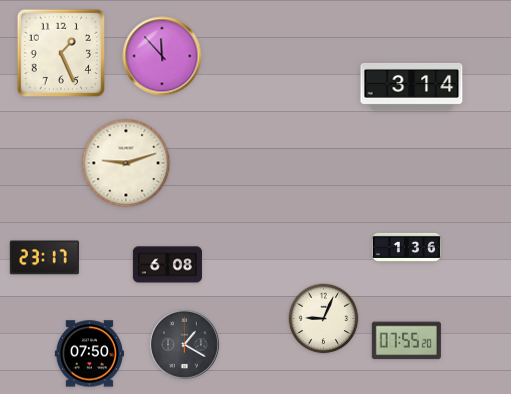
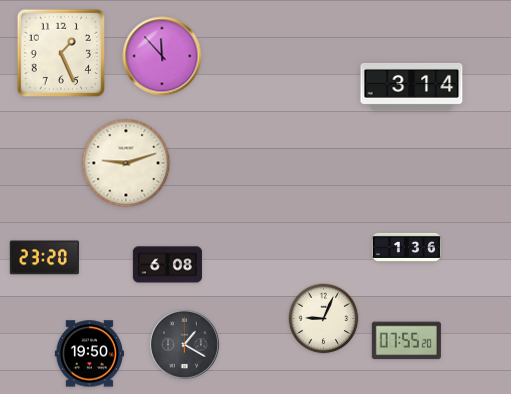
clock at (44, 258): 23:17 -> 23:20
clock at (89, 354): 07:50 -> 19:50
